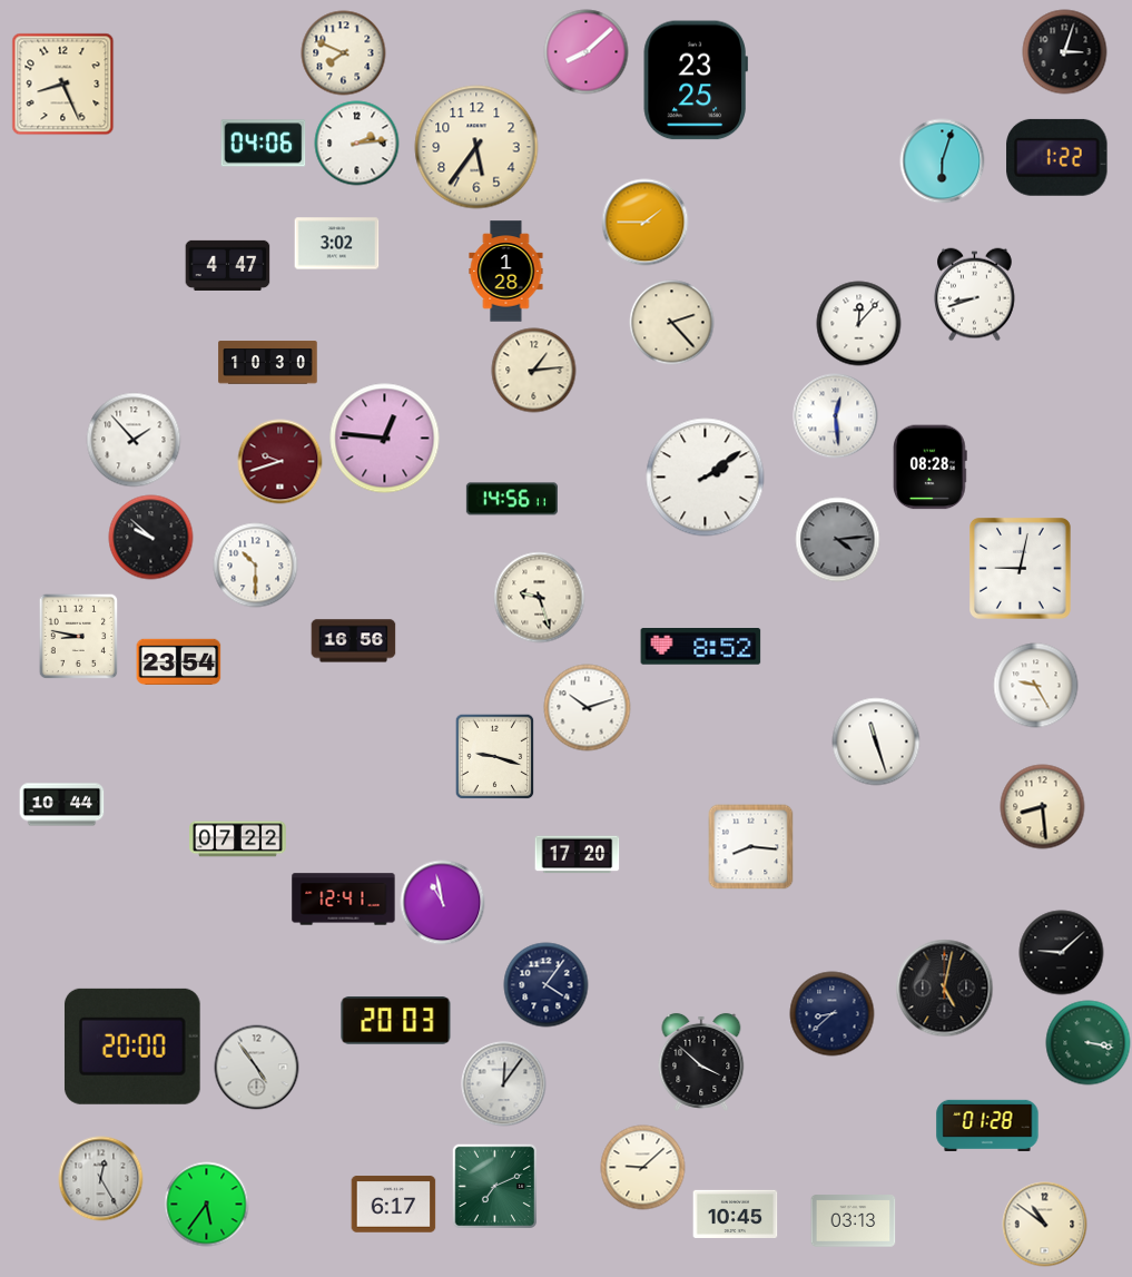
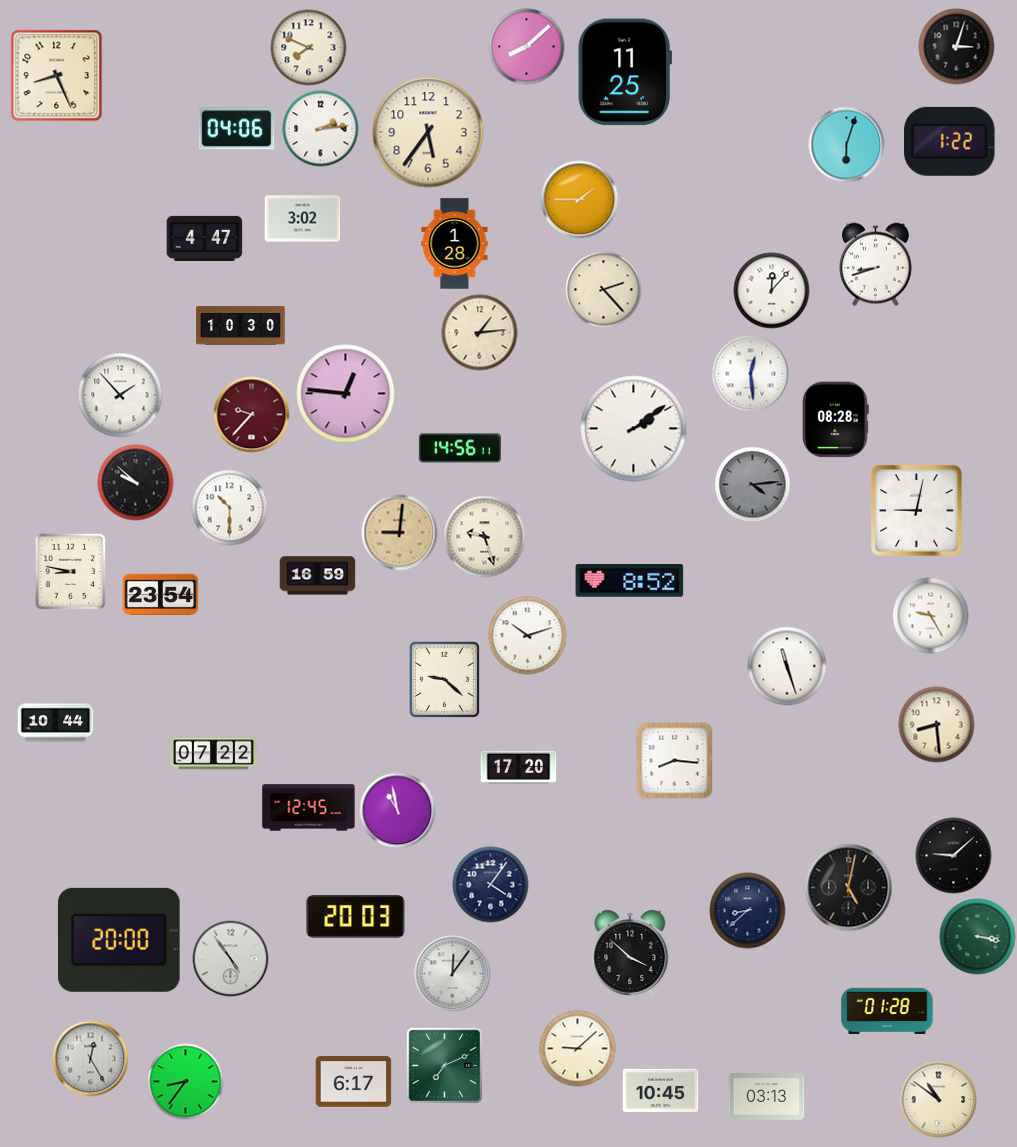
clock at (696, 80): 23:25 -> 11:25
clock at (280, 462): 9:42 -> 9:37
clock at (400, 533): none -> 9:01
clock at (354, 641): 16:56 -> 16:59
clock at (495, 756): 9:18 -> 9:22
clock at (344, 900): 12:41 -> 12:45
clock at (207, 1205): 5:36 -> 8:36
